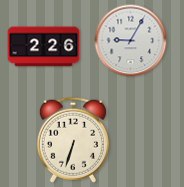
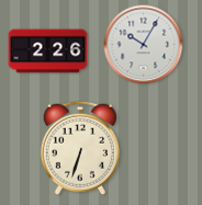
clock at (131, 41): 9:05 -> 10:05
clock at (73, 140) position: (73, 140) -> (80, 148)
